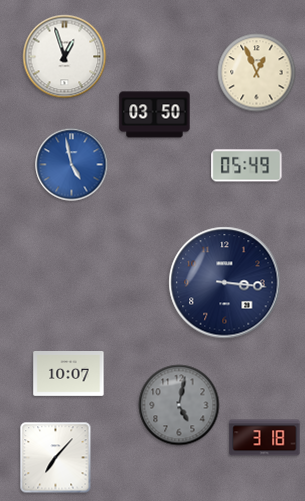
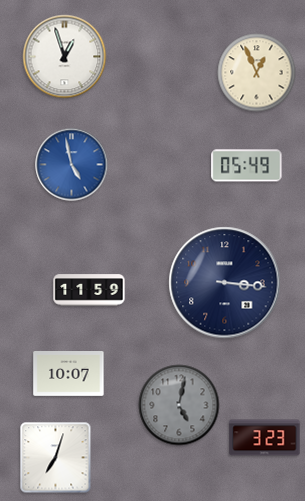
clock at (155, 115): 03:50 -> none
clock at (89, 290): none -> 11:59
clock at (265, 438): 3:18 -> 3:23
clock at (56, 458): 7:07 -> 7:03
